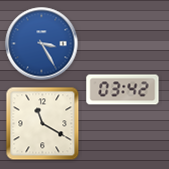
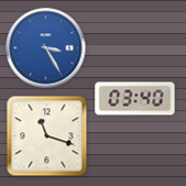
clock at (123, 90): 03:42 -> 03:40
clock at (43, 124): 11:20 -> 11:18
